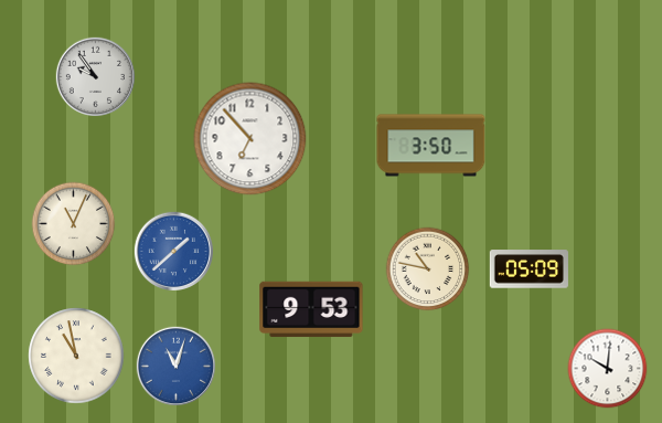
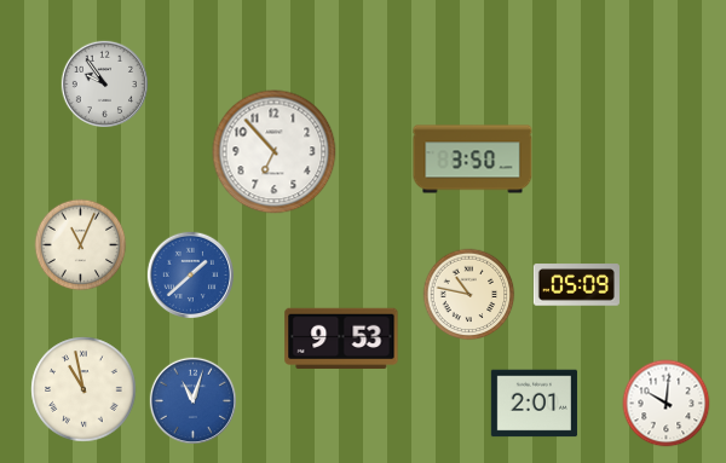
clock at (528, 269) position: (528, 269) -> (576, 285)
clock at (534, 404): none -> 2:01
